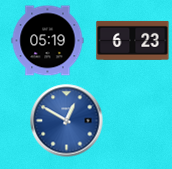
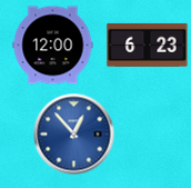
clock at (48, 41): 05:19 -> 12:00
clock at (67, 121): 12:50 -> 12:53
